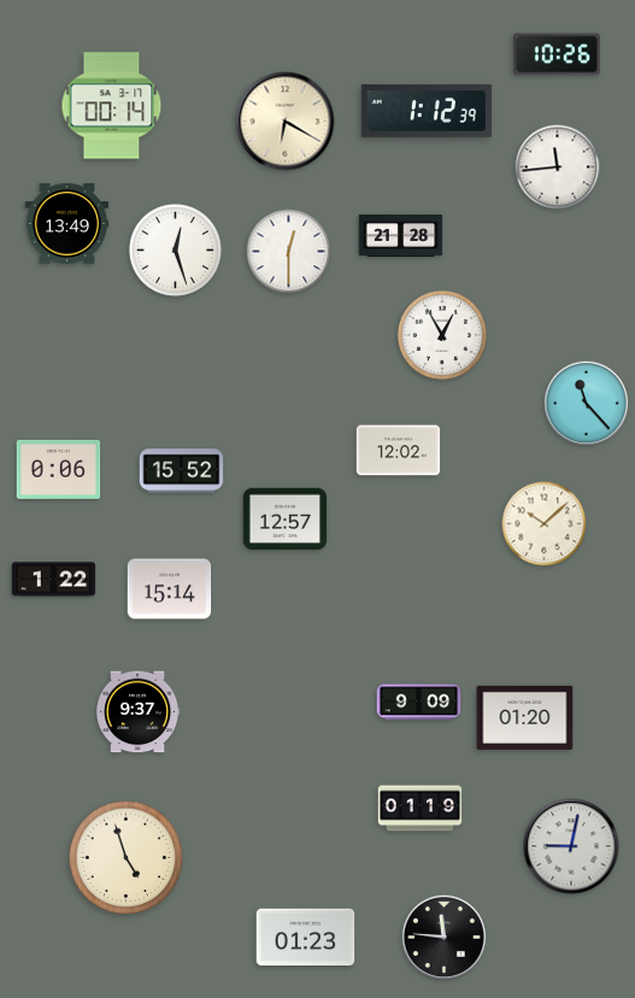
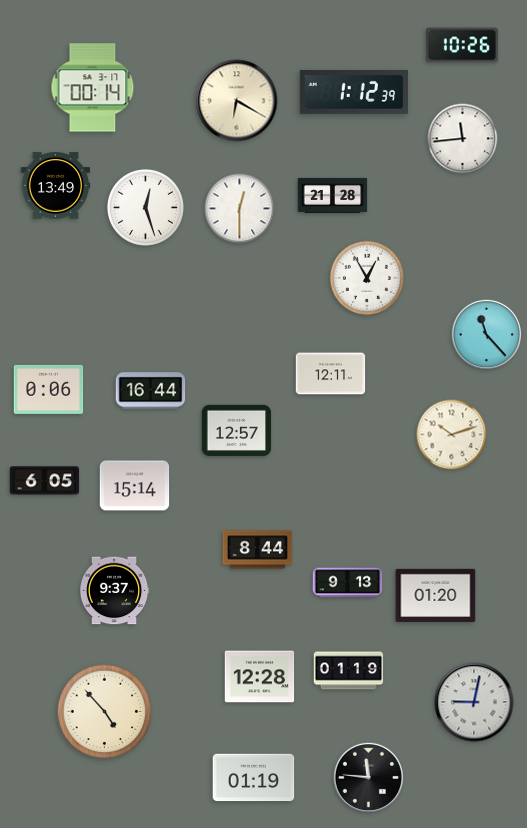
clock at (399, 451): 12:02 -> 12:11
clock at (182, 471): 15:52 -> 16:44
clock at (545, 524): 10:08 -> 10:12
clock at (54, 580): 1:22 -> 6:05
clock at (170, 589) position: (170, 589) -> (135, 486)
clock at (258, 550): none -> 8:44
clock at (419, 703): 9:09 -> 9:13
clock at (260, 677): none -> 12:28
clock at (127, 858): 4:57 -> 4:53
clock at (306, 938): 01:23 -> 01:19
